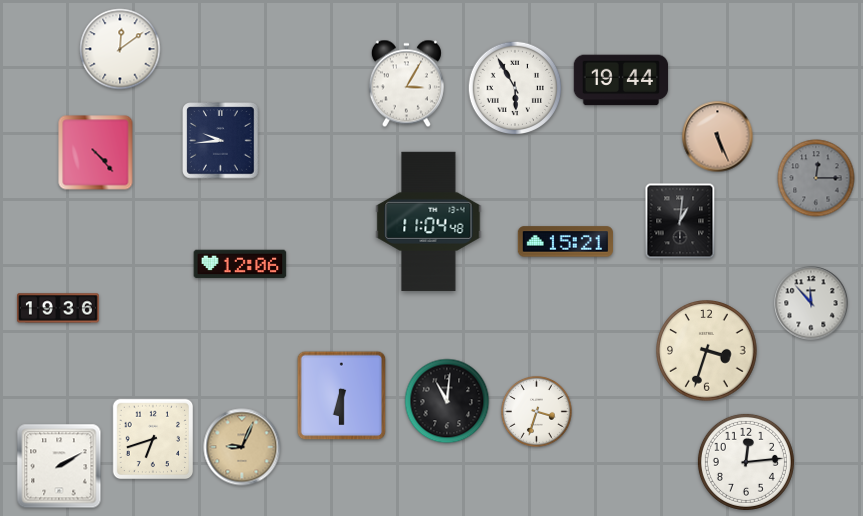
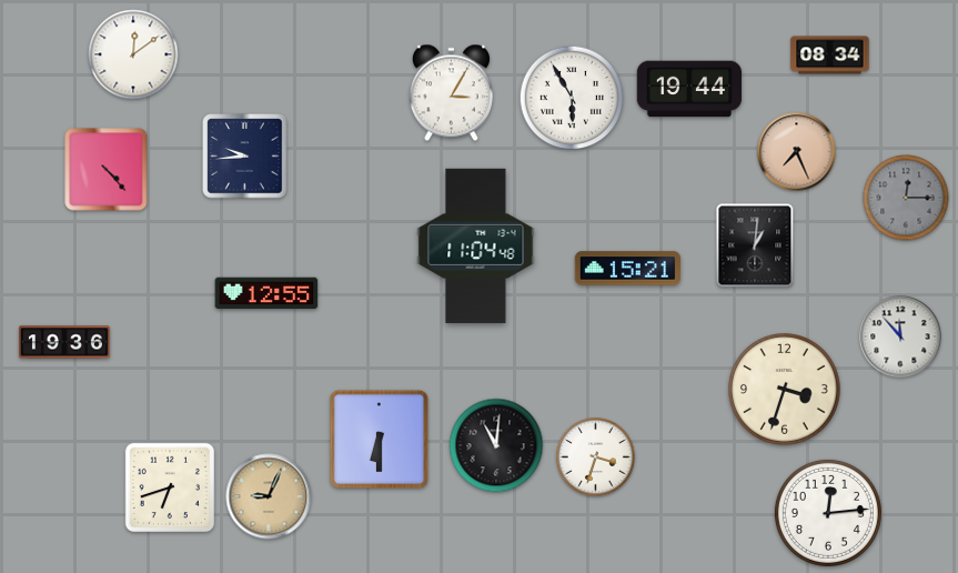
clock at (830, 56): none -> 08:34
clock at (718, 137): 5:26 -> 7:26
clock at (240, 264): 12:06 -> 12:55
clock at (59, 466): 2:10 -> none
